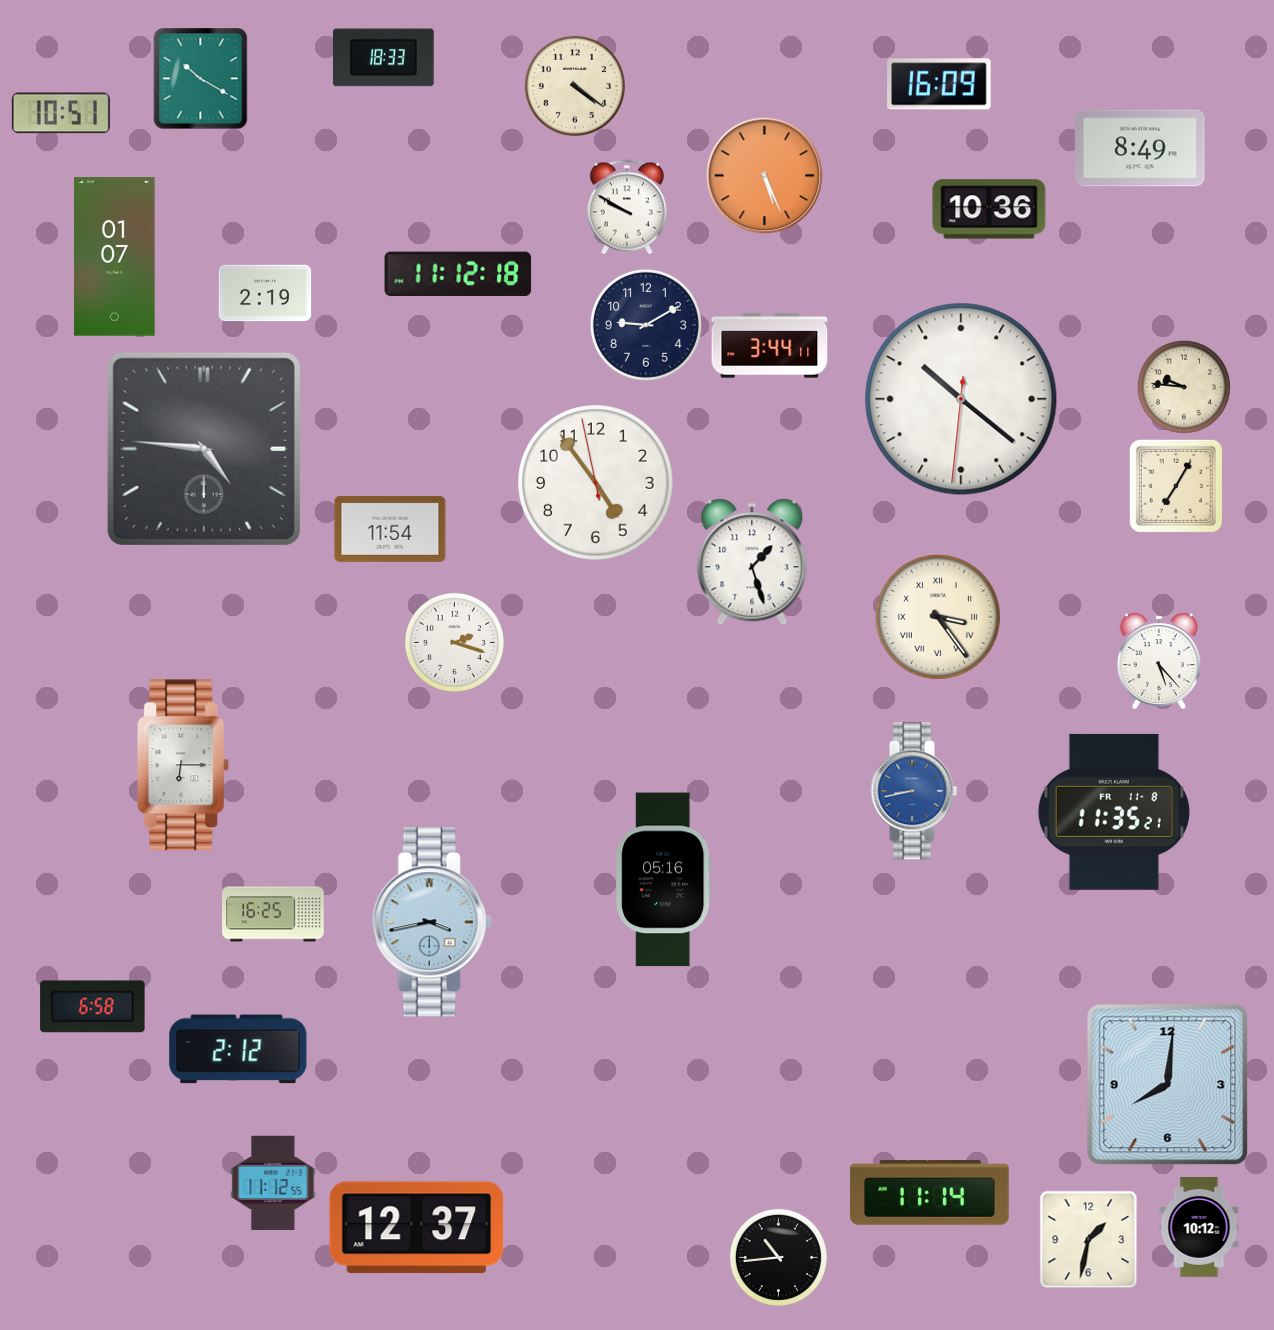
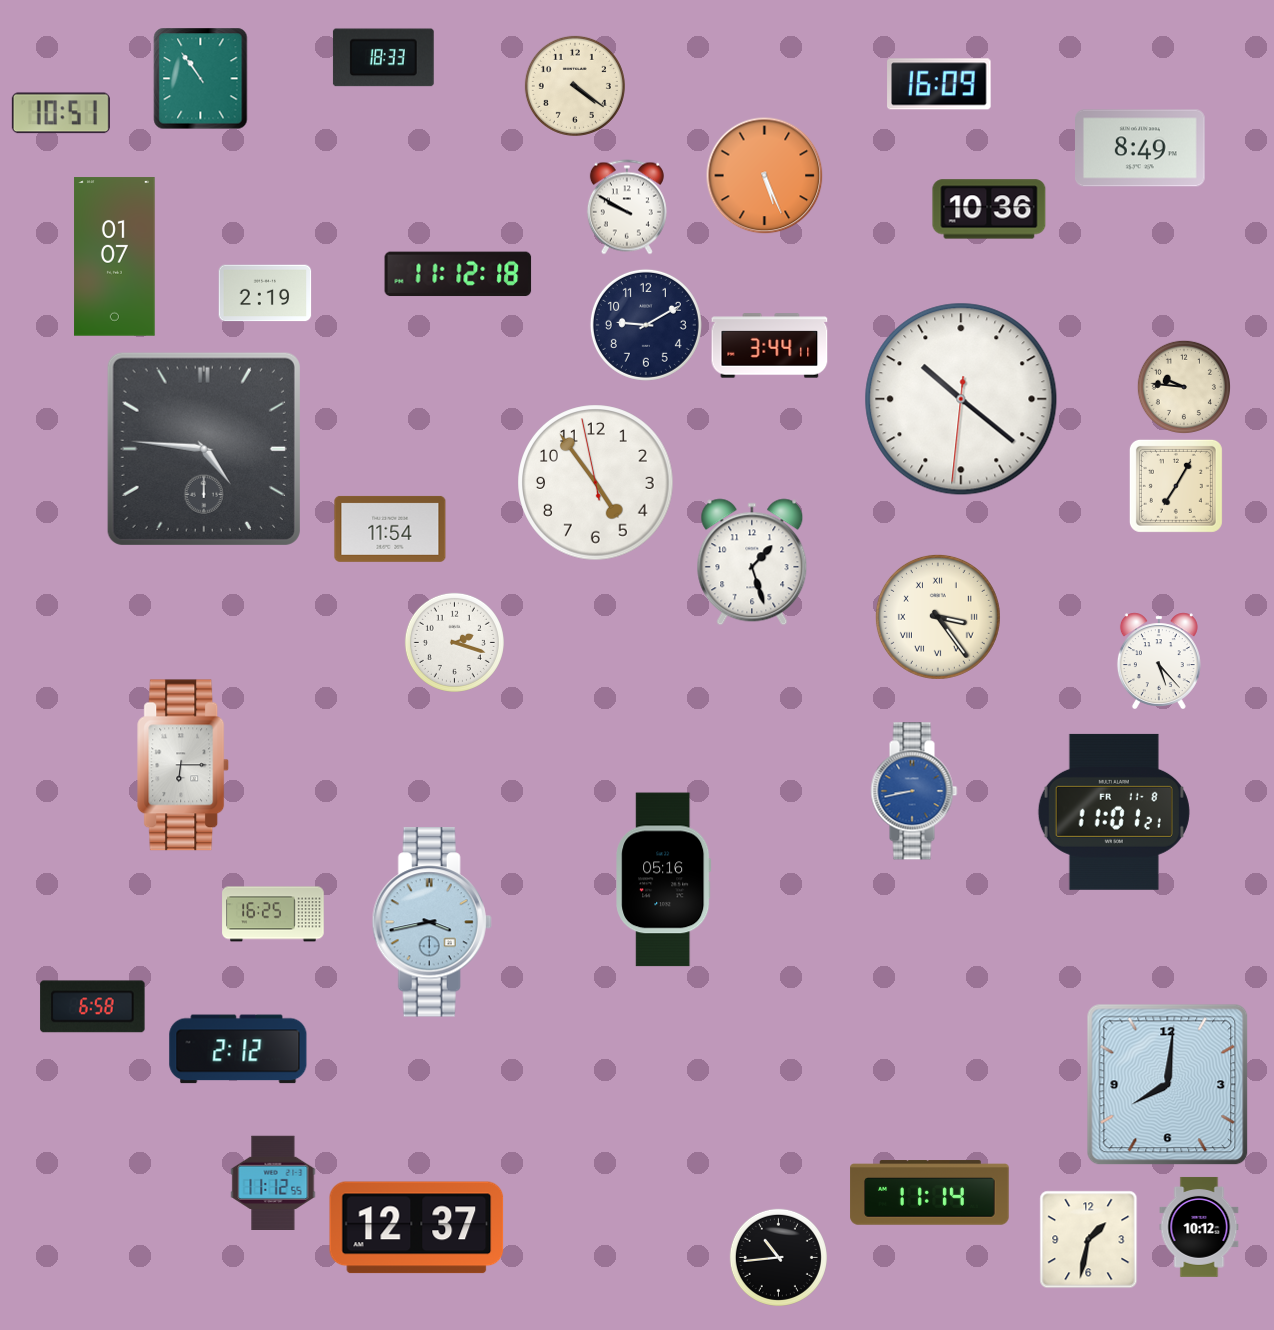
clock at (201, 79): 10:20 -> 10:54
clock at (1114, 812): 11:35 -> 11:01
